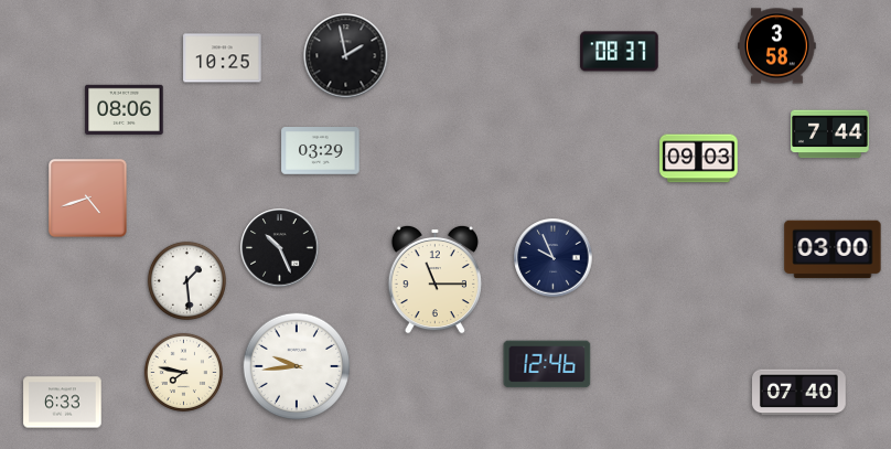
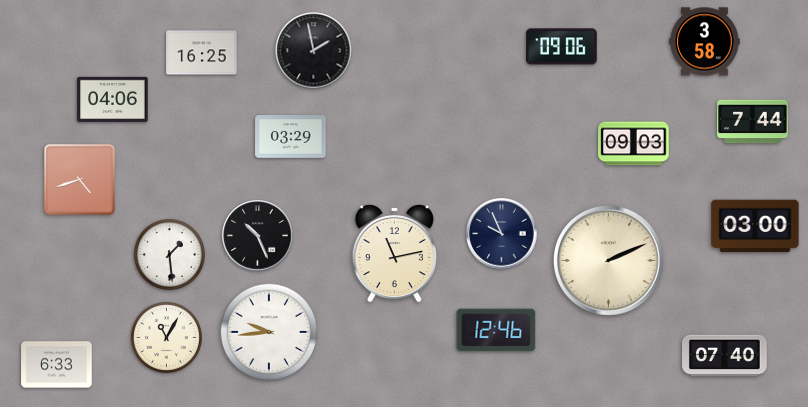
clock at (620, 52): 08:37 -> 09:06
clock at (223, 58): 10:25 -> 16:25
clock at (125, 109): 08:06 -> 04:06
clock at (280, 248) position: (280, 248) -> (258, 236)
clock at (434, 279): 11:15 -> 11:13
clock at (608, 260): none -> 2:11
clock at (183, 372): 7:47 -> 11:05
